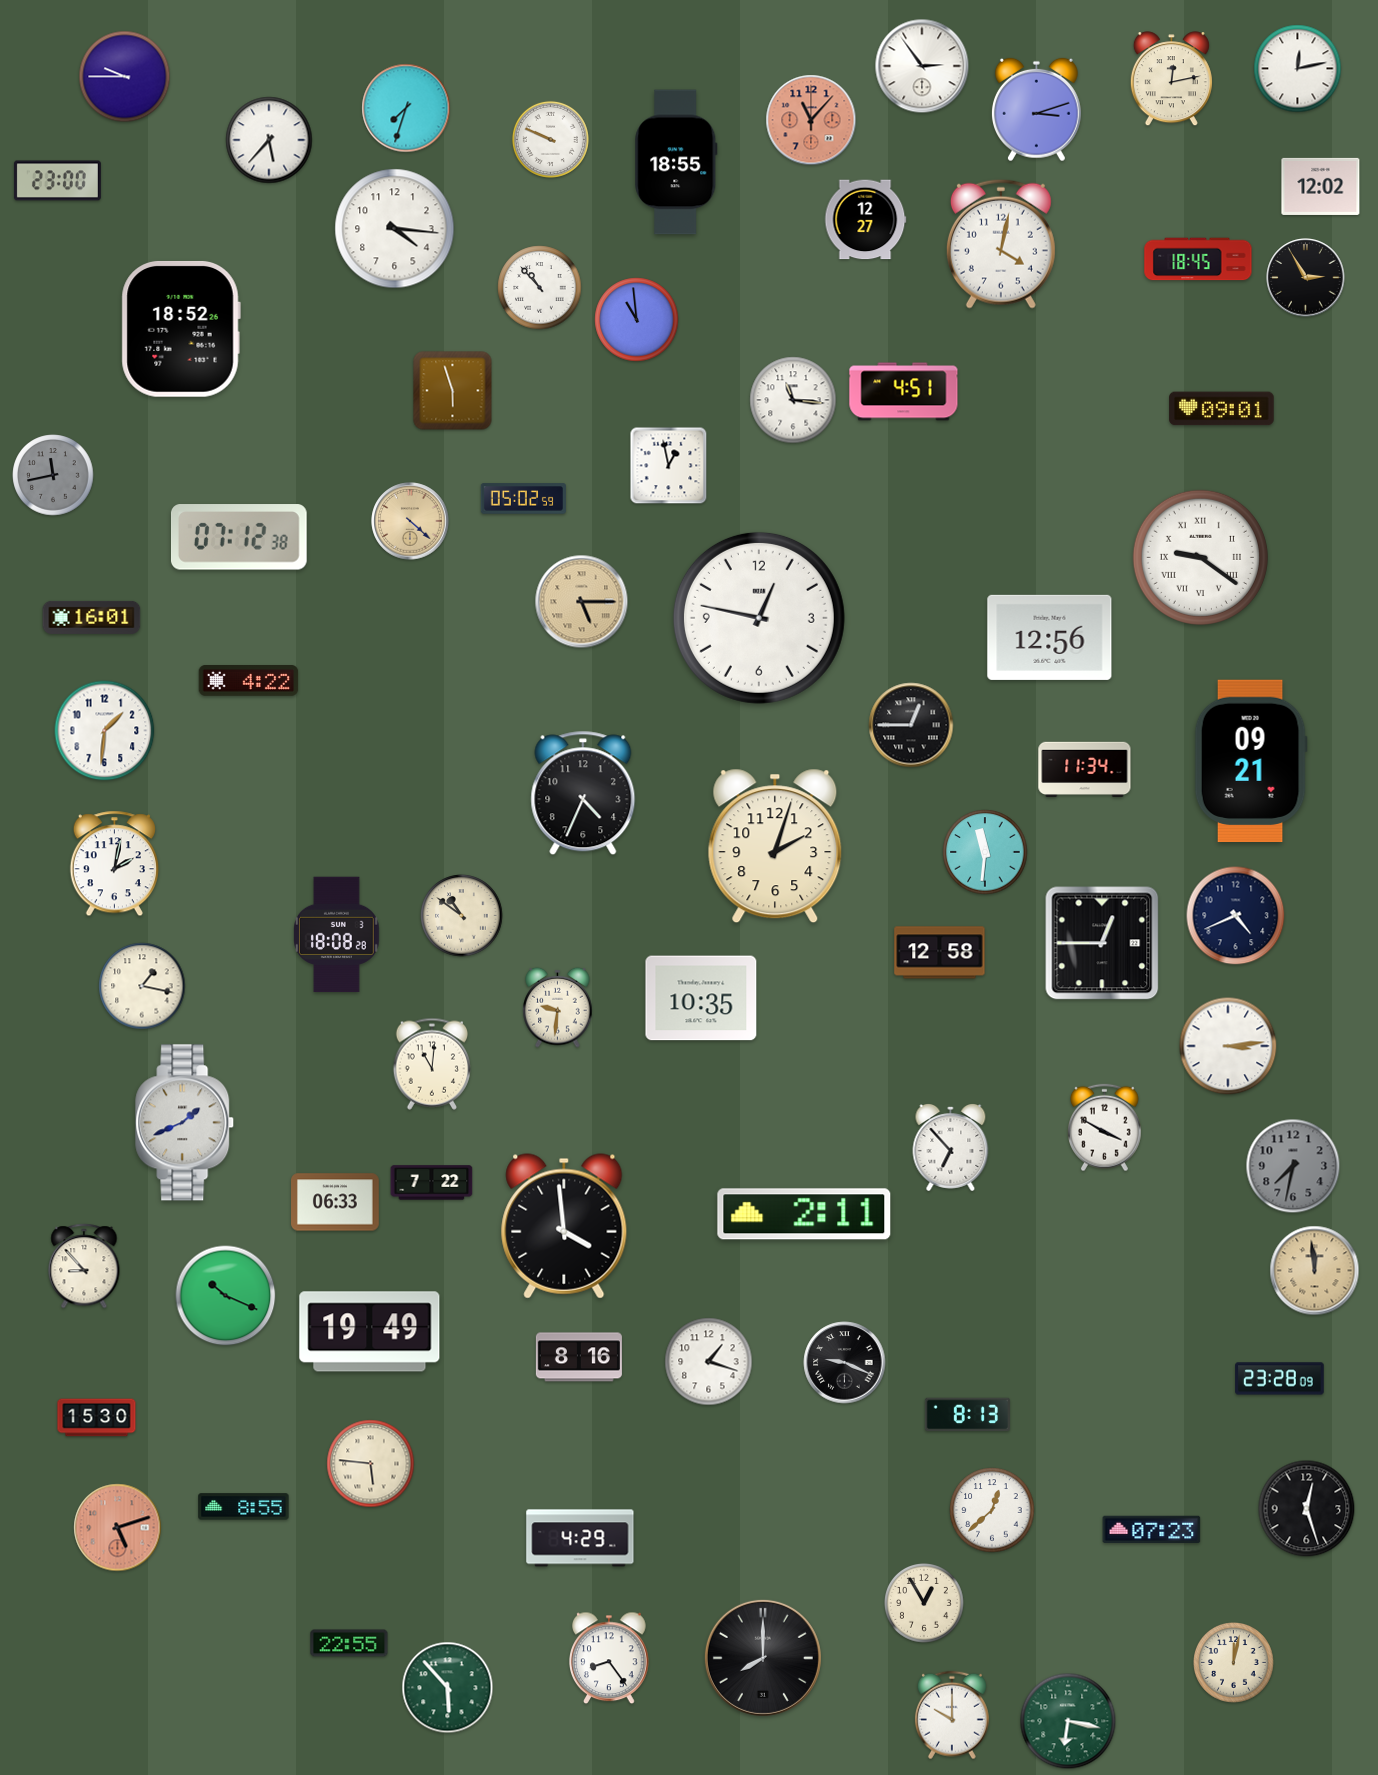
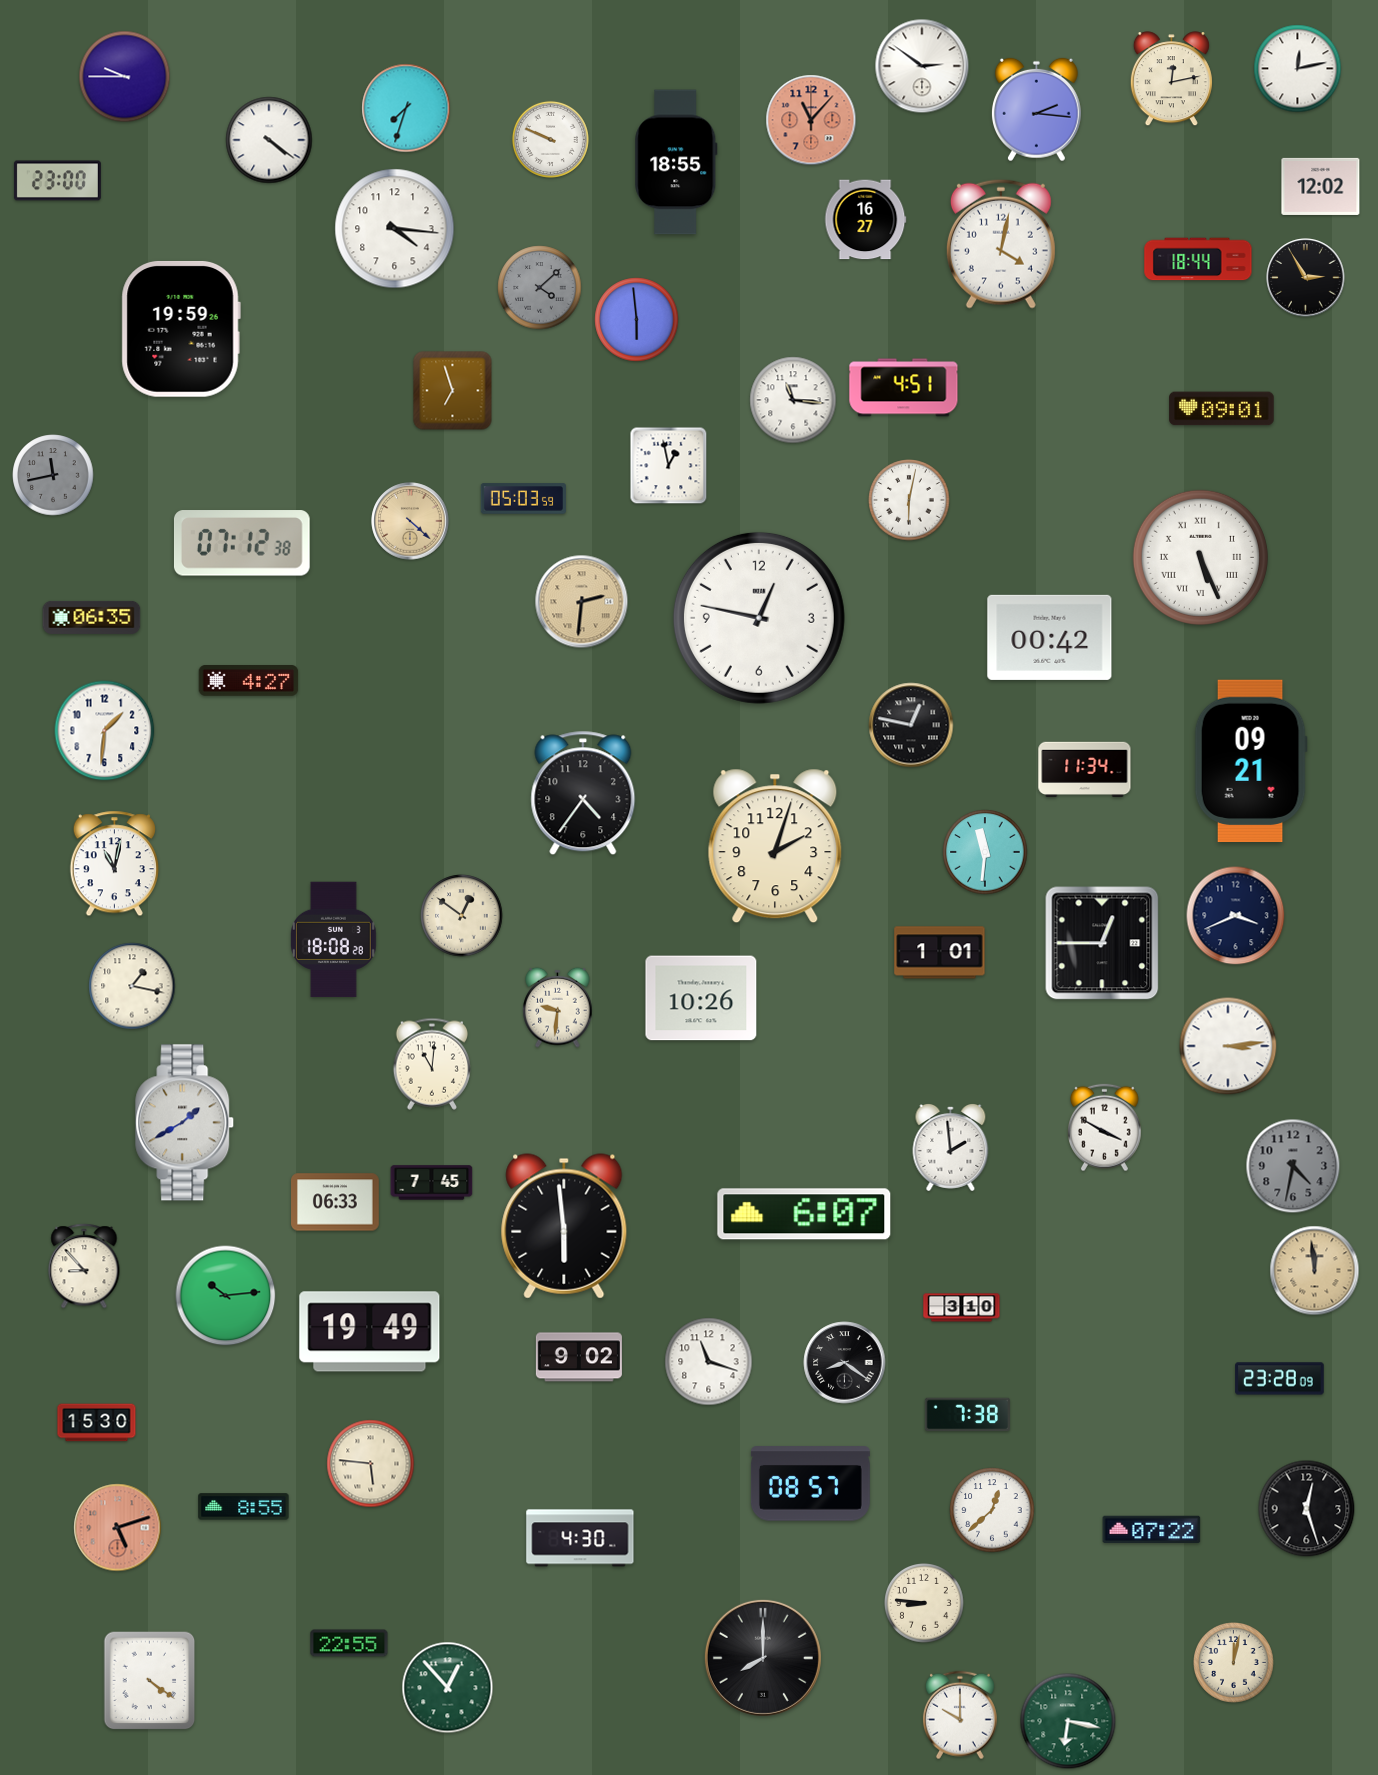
clock at (922, 66): 2:54 -> 2:51
clock at (1036, 110): 3:12 -> 2:16
clock at (269, 140): 5:37 -> 4:21
clock at (866, 220): 12:27 -> 16:27
clock at (1198, 259): 18:45 -> 18:44
clock at (540, 288): 10:53 -> 4:08
clock at (540, 288) dial: white -> grey
clock at (637, 320): 10:59 -> 5:59
clock at (181, 329): 18:52 -> 19:59
clock at (453, 391): 5:57 -> 6:57
clock at (904, 392) position: (904, 392) -> (904, 388)
clock at (523, 499): 05:02 -> 05:03
clock at (909, 500): none -> 6:02
clock at (239, 537) position: (239, 537) -> (242, 543)
clock at (1200, 557): 9:21 -> 5:26
clock at (582, 602): 5:15 -> 2:31
clock at (92, 617): 16:01 -> 06:35
clock at (1050, 637): 12:56 -> 00:42
clock at (249, 681): 4:22 -> 4:27
clock at (911, 725): 12:45 -> 12:47
clock at (583, 793): 4:34 -> 4:36
clock at (114, 864): 2:02 -> 11:02
clock at (462, 916): 10:51 -> 12:51
clock at (1236, 916): 4:41 -> 3:41
clock at (337, 935) position: (337, 935) -> (334, 940)
clock at (940, 953): 12:58 -> 1:01
clock at (142, 986) position: (142, 986) -> (132, 986)
clock at (701, 998): 10:35 -> 10:26
clock at (185, 1123): 1:41 -> 1:40
clock at (951, 1148): 6:53 -> 1:59
clock at (1293, 1166): 7:32 -> 4:32
clock at (432, 1183): 7:22 -> 7:45
clock at (804, 1214): 2:11 -> 6:07
clock at (564, 1226): 3:59 -> 5:59
clock at (226, 1296): 10:19 -> 10:14
clock at (962, 1308): none -> 3:10
clock at (579, 1357): 8:16 -> 9:02
clock at (709, 1362): 1:18 -> 11:18
clock at (845, 1363): 9:19 -> 8:21
clock at (967, 1415): 8:13 -> 7:38
clock at (97, 1418) position: (97, 1418) -> (97, 1423)
clock at (810, 1484): none -> 08:57
clock at (1152, 1530): 07:23 -> 07:22
clock at (580, 1538): 4:29 -> 4:30
clock at (925, 1604): 12:55 -> 8:46
clock at (610, 1658): 8:24 -> none
clock at (150, 1681): none -> 4:21
clock at (448, 1688): 5:53 -> 12:53
clock at (952, 1715) position: (952, 1715) -> (960, 1715)
